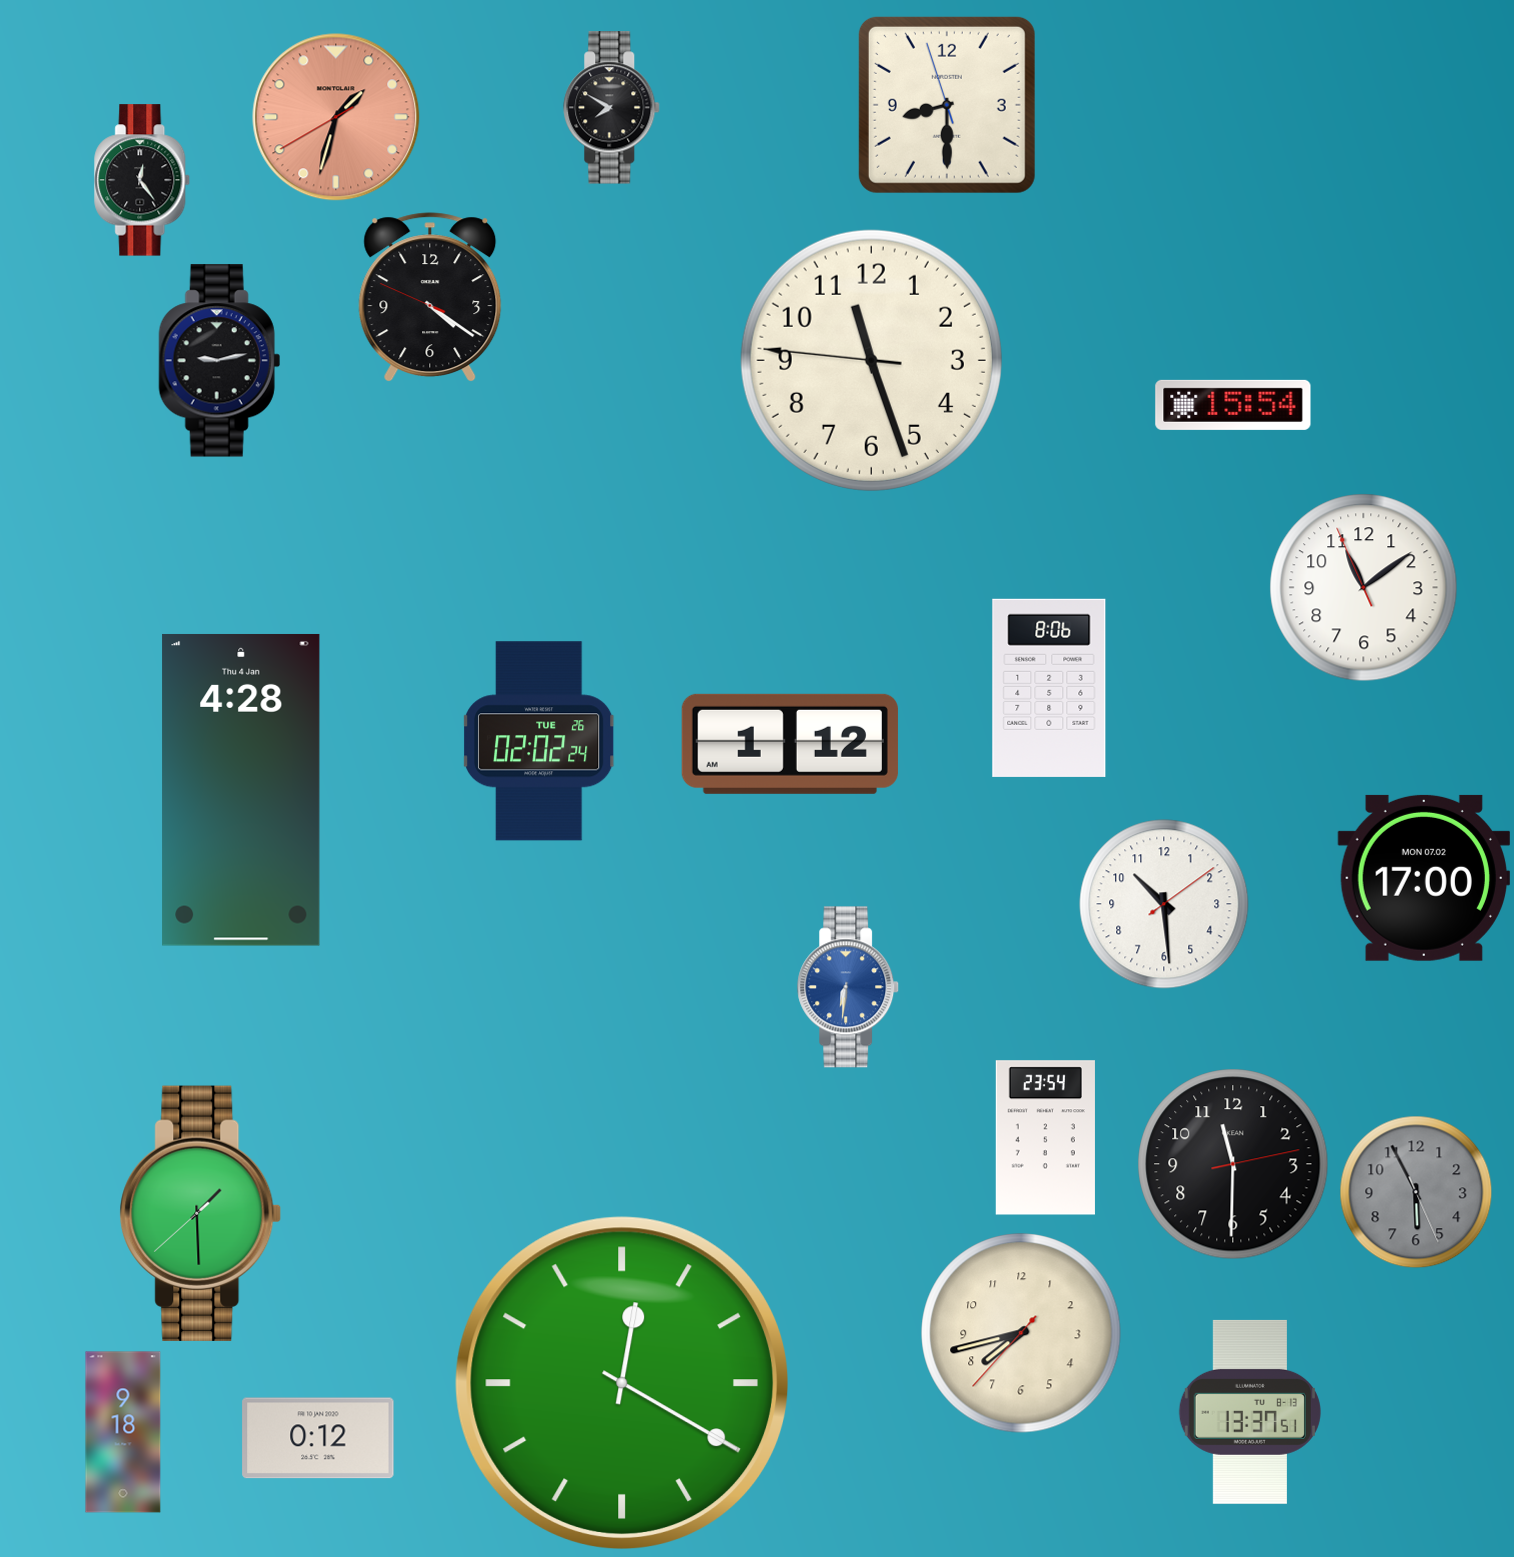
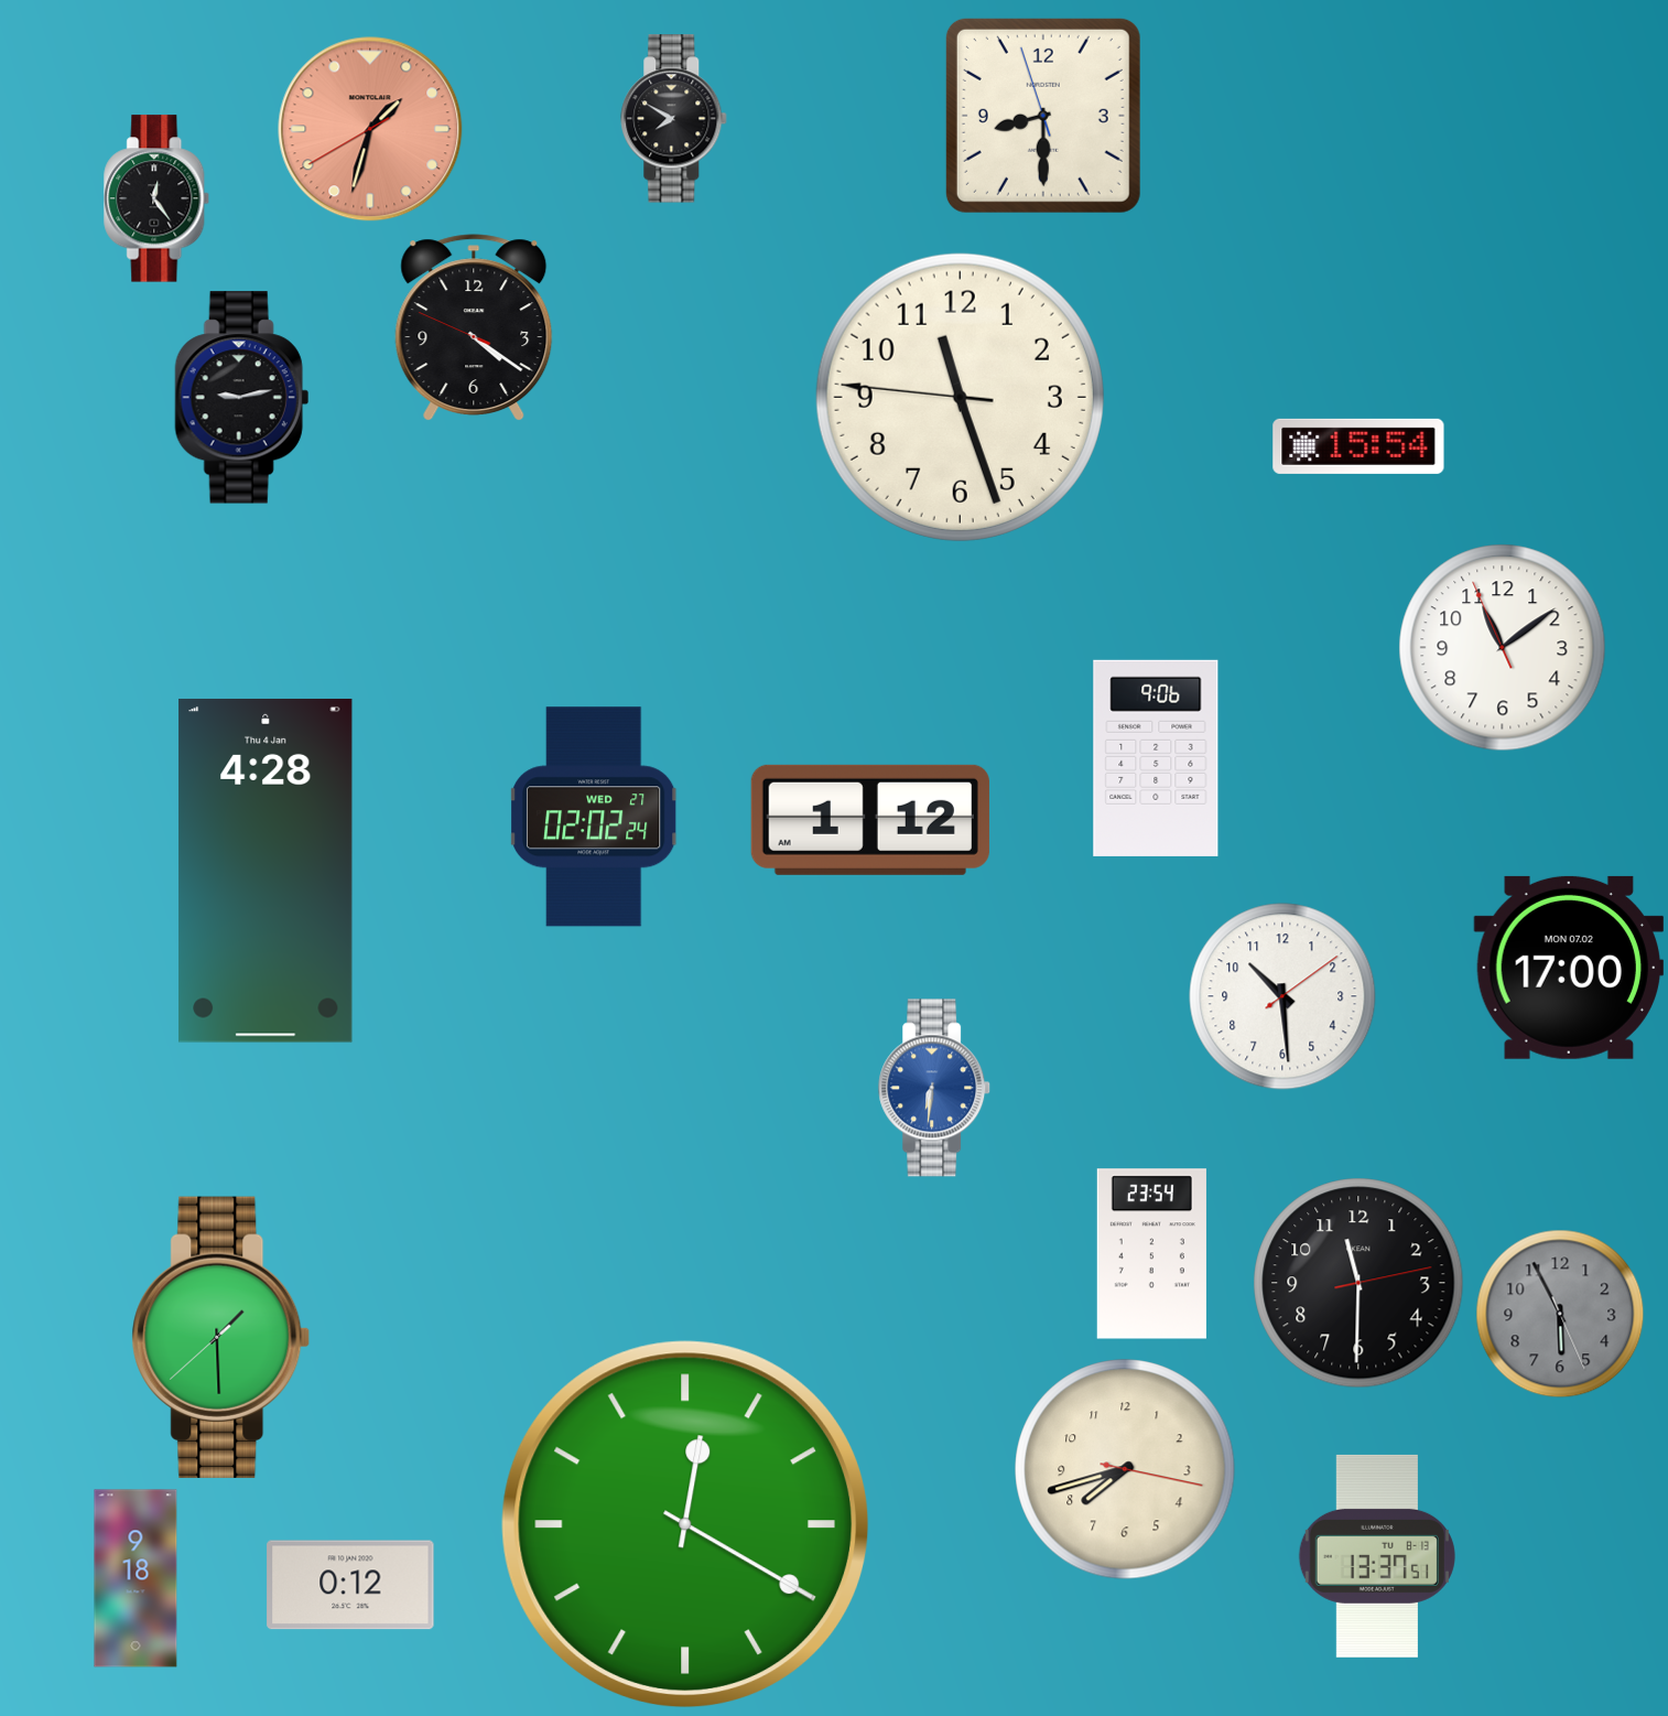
clock at (1049, 688): 8:06 -> 9:06
clock at (540, 741) date: TUE 26 -> WED 27
clock at (1021, 1333): 7:42:37 -> 7:42:17
